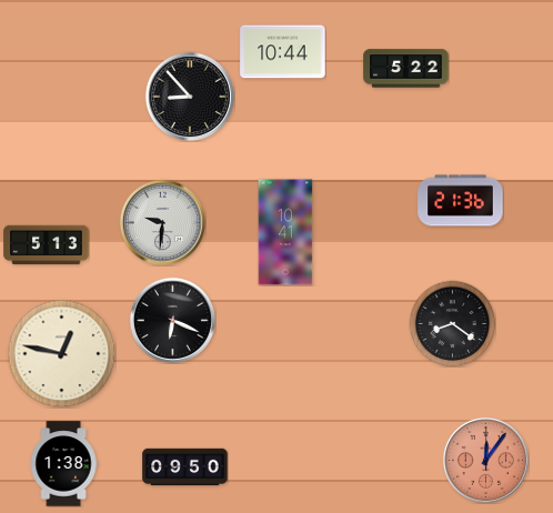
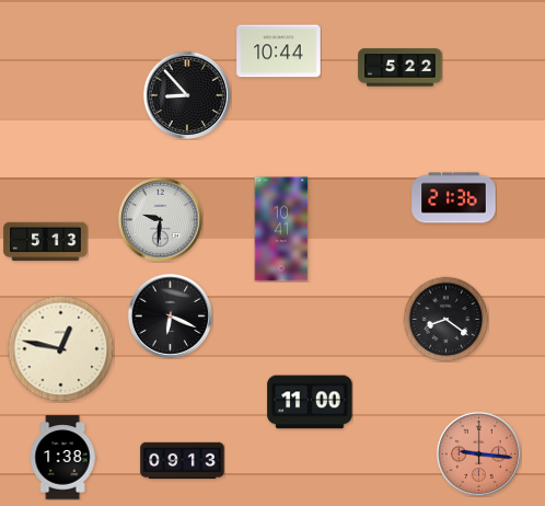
clock at (310, 402): none -> 11:00
clock at (485, 460): 12:06 -> 9:16
clock at (185, 467): 09:50 -> 09:13
